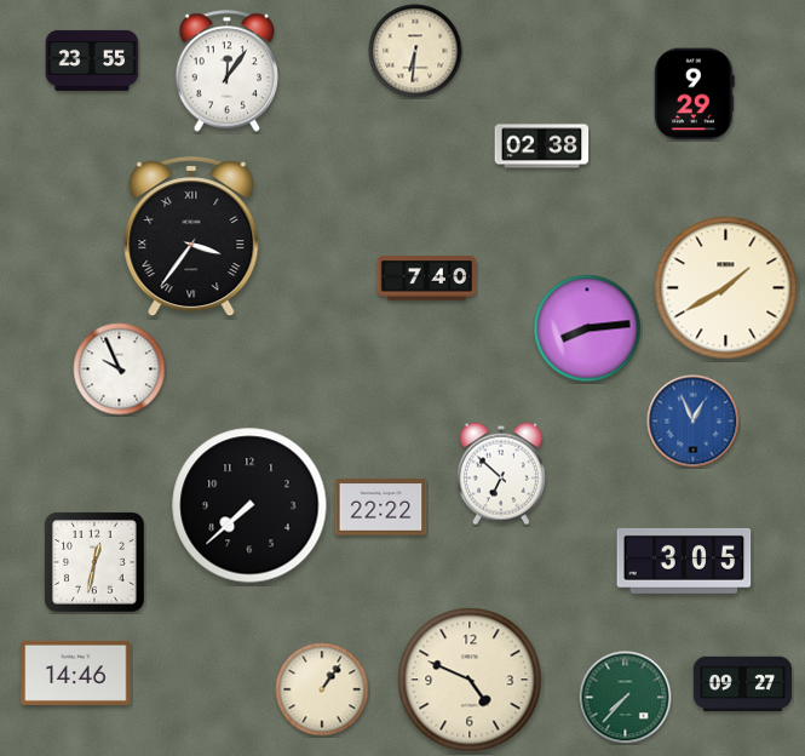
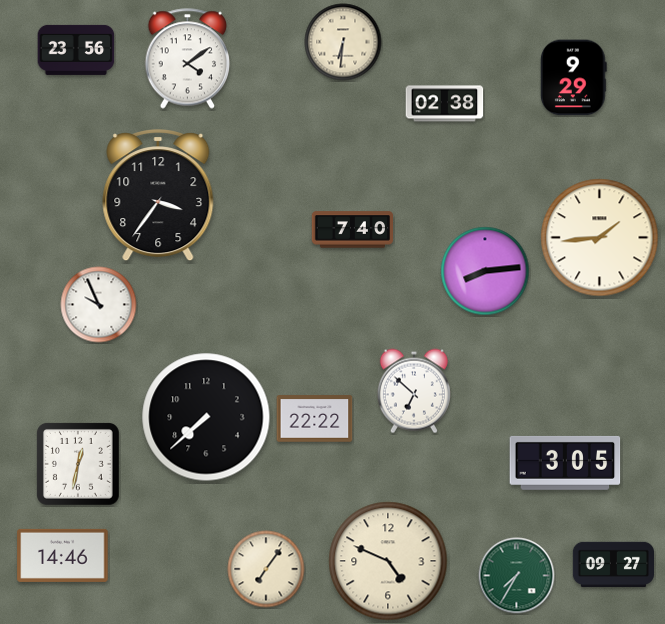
clock at (92, 61): 23:55 -> 23:56
clock at (228, 71): 12:06 -> 4:09
clock at (542, 147) position: (542, 147) -> (445, 104)
clock at (191, 237) numerals: Roman -> Arabic
clock at (726, 288): 1:40 -> 1:44
clock at (694, 422): 12:56 -> none
clock at (322, 689): 1:06 -> 7:06
clock at (626, 698): 7:37 -> 7:35
